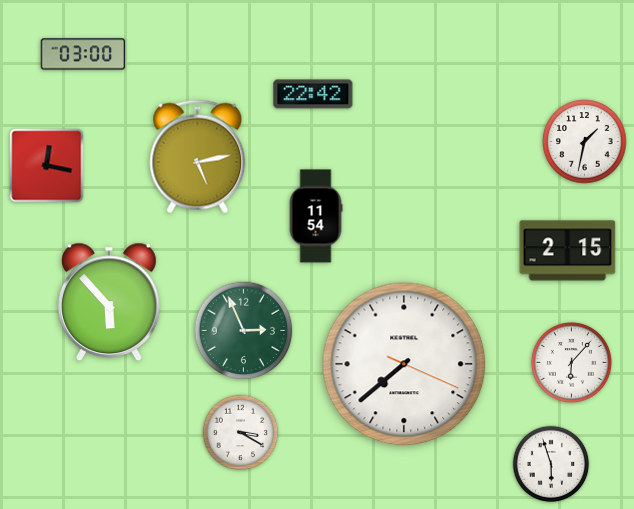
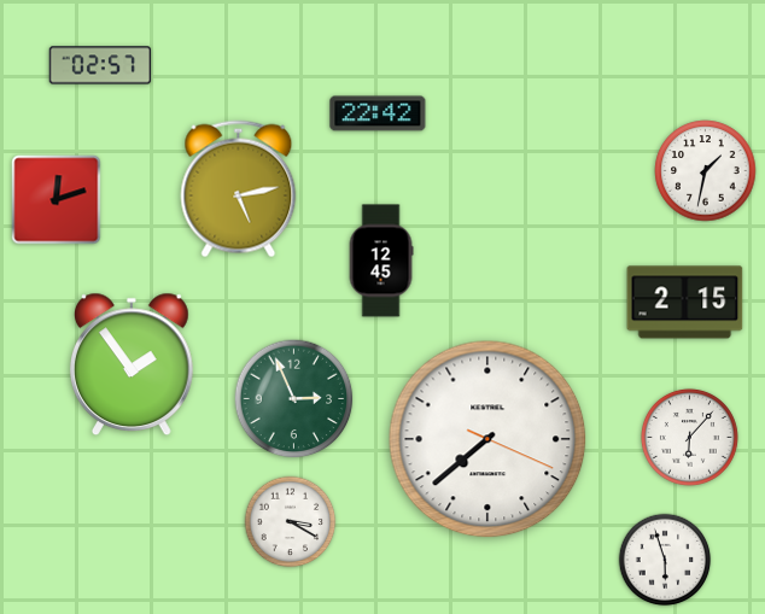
clock at (83, 54): 03:00 -> 02:57
clock at (47, 166): 12:17 -> 12:12
clock at (316, 216): 11:54 -> 12:45
clock at (110, 302): 5:53 -> 1:54
